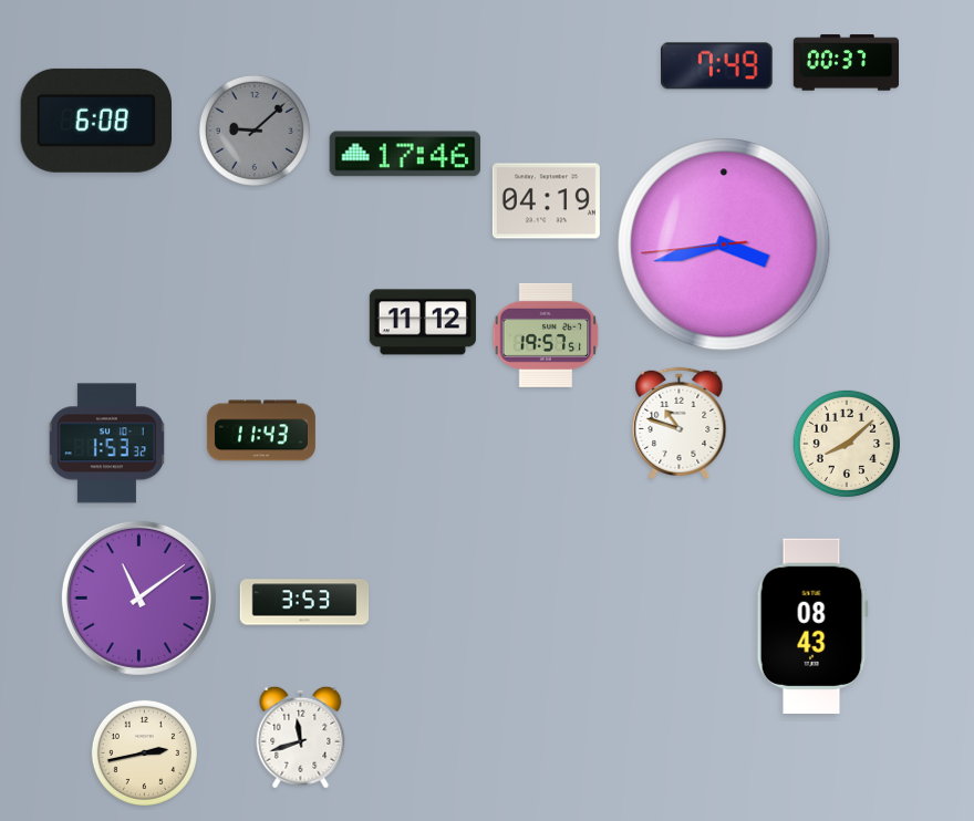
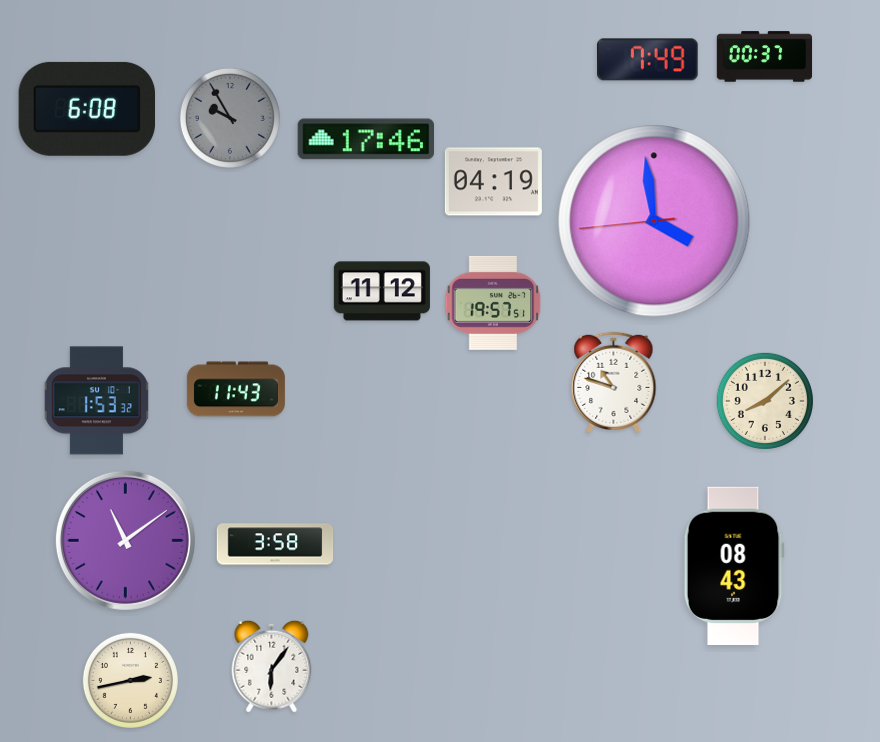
clock at (255, 131): 9:08 -> 9:55
clock at (724, 245): 3:42 -> 3:58
clock at (304, 602): 3:53 -> 3:58
clock at (301, 737): 11:42 -> 6:06
